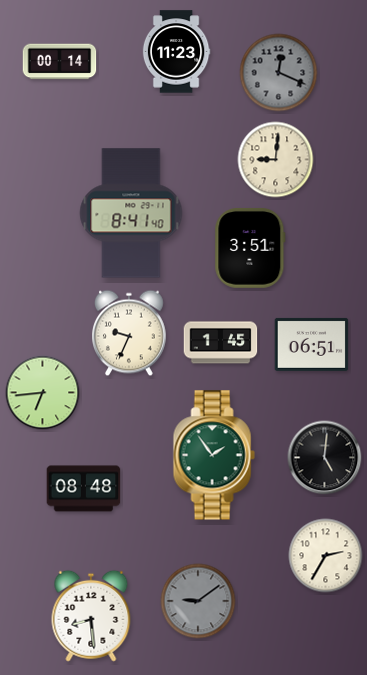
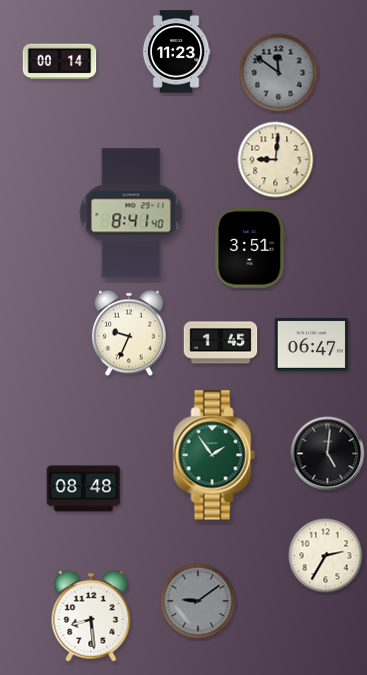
clock at (279, 73): 12:19 -> 11:51
clock at (312, 344): 06:51 -> 06:47
clock at (43, 393): 6:44 -> none
clock at (325, 458) position: (325, 458) -> (328, 454)
